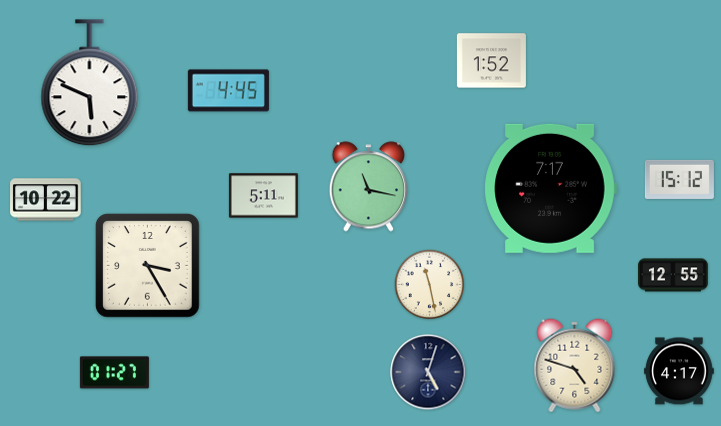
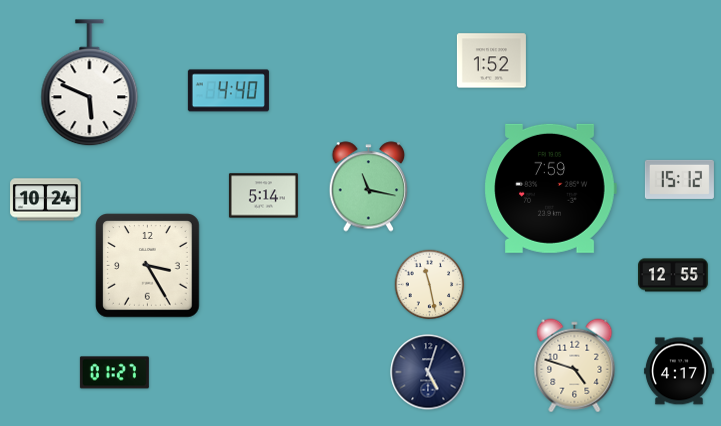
clock at (228, 91): 4:45 -> 4:40
clock at (550, 188): 7:17 -> 7:59
clock at (263, 196): 5:11 -> 5:14
clock at (46, 200): 10:22 -> 10:24
